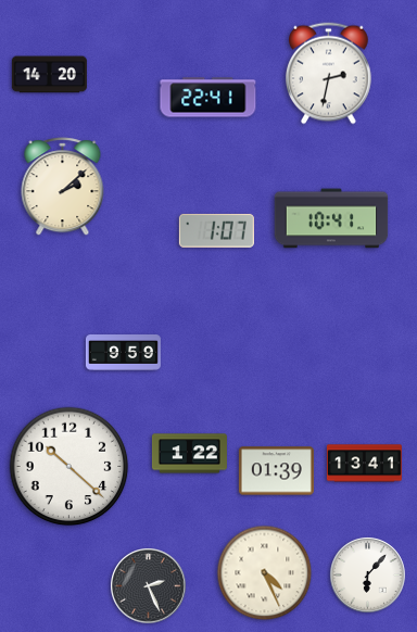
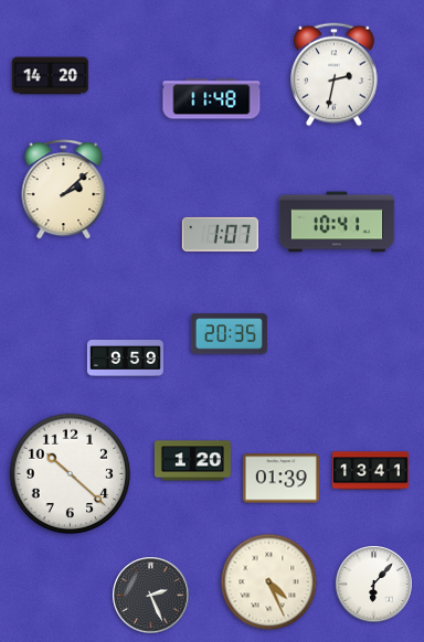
clock at (208, 98): 22:41 -> 11:48
clock at (229, 334): none -> 20:35
clock at (189, 454): 1:22 -> 1:20
